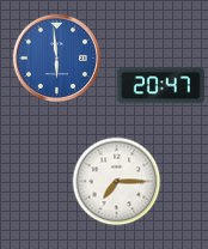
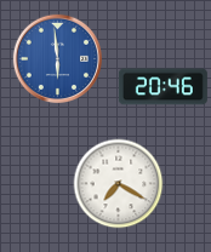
clock at (160, 86): 20:47 -> 20:46
clock at (117, 182): 7:15 -> 7:20
